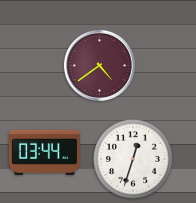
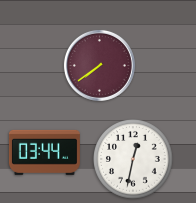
clock at (99, 65): 4:39 -> 7:39
clock at (134, 160): 12:33 -> 12:32
